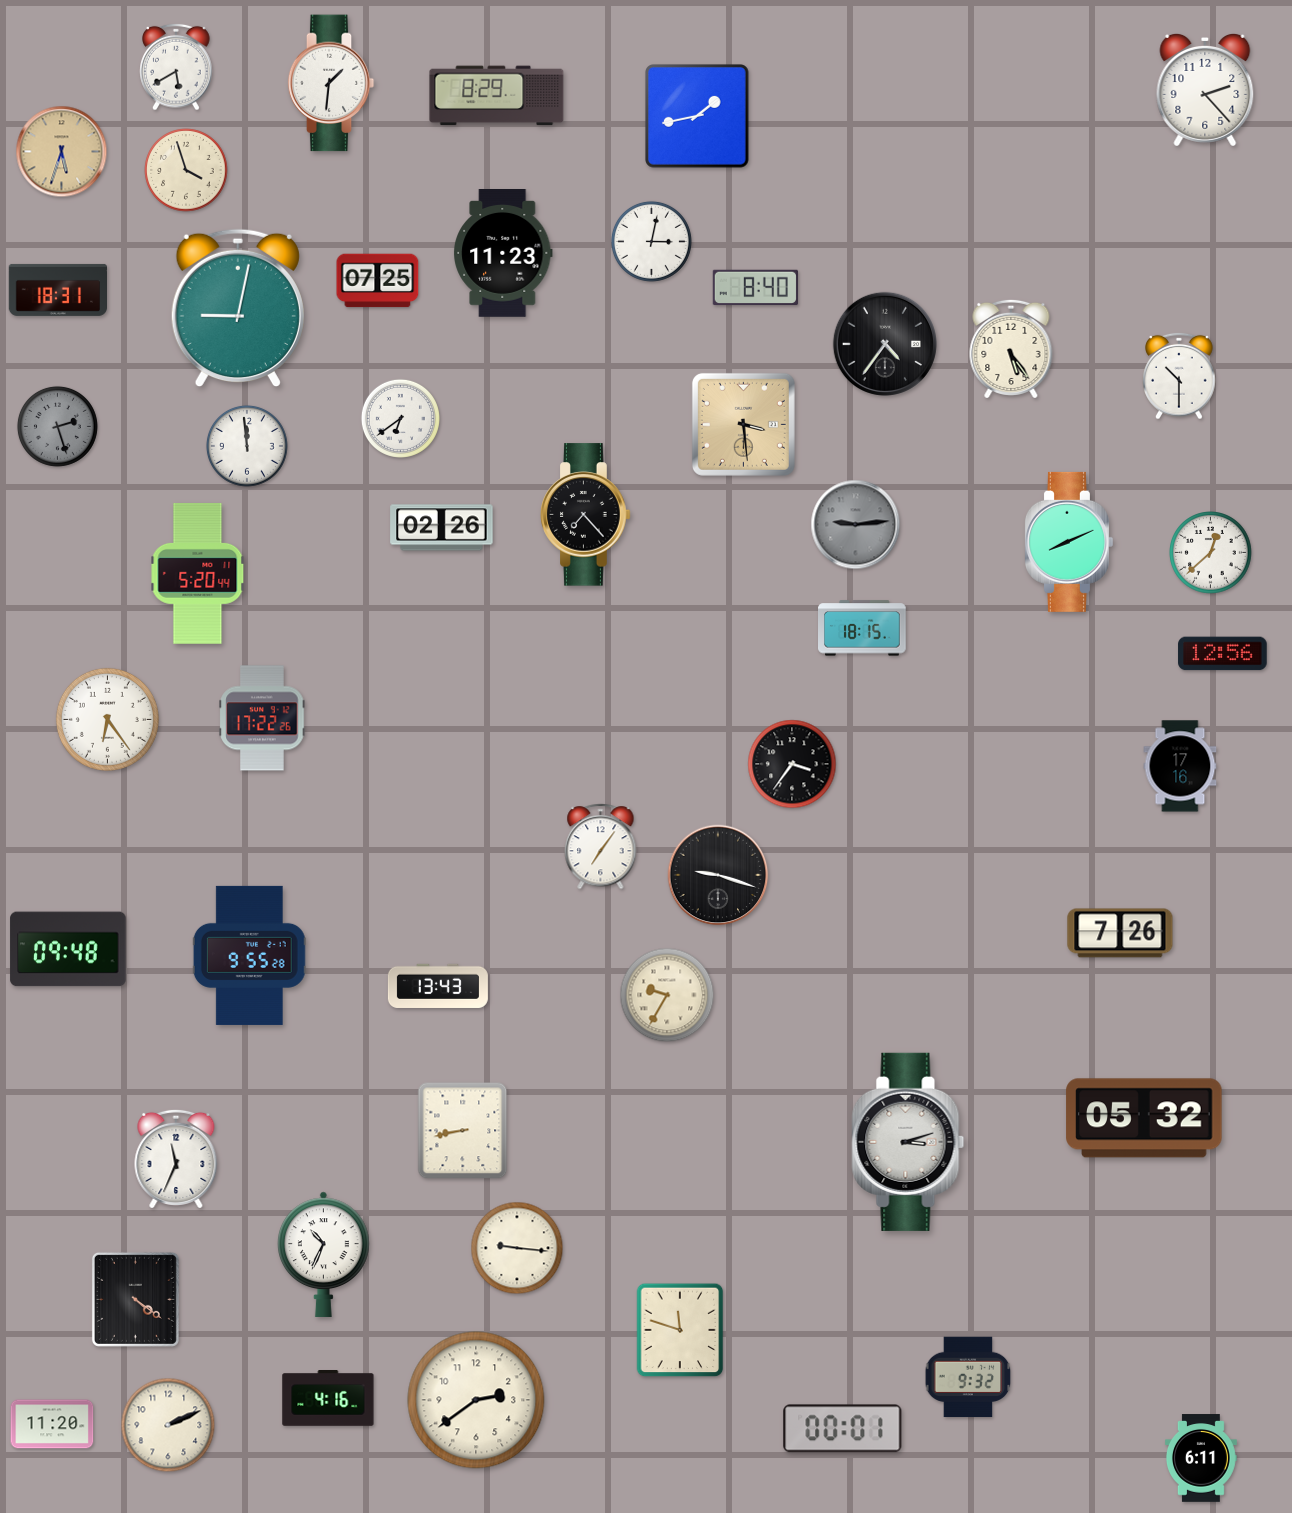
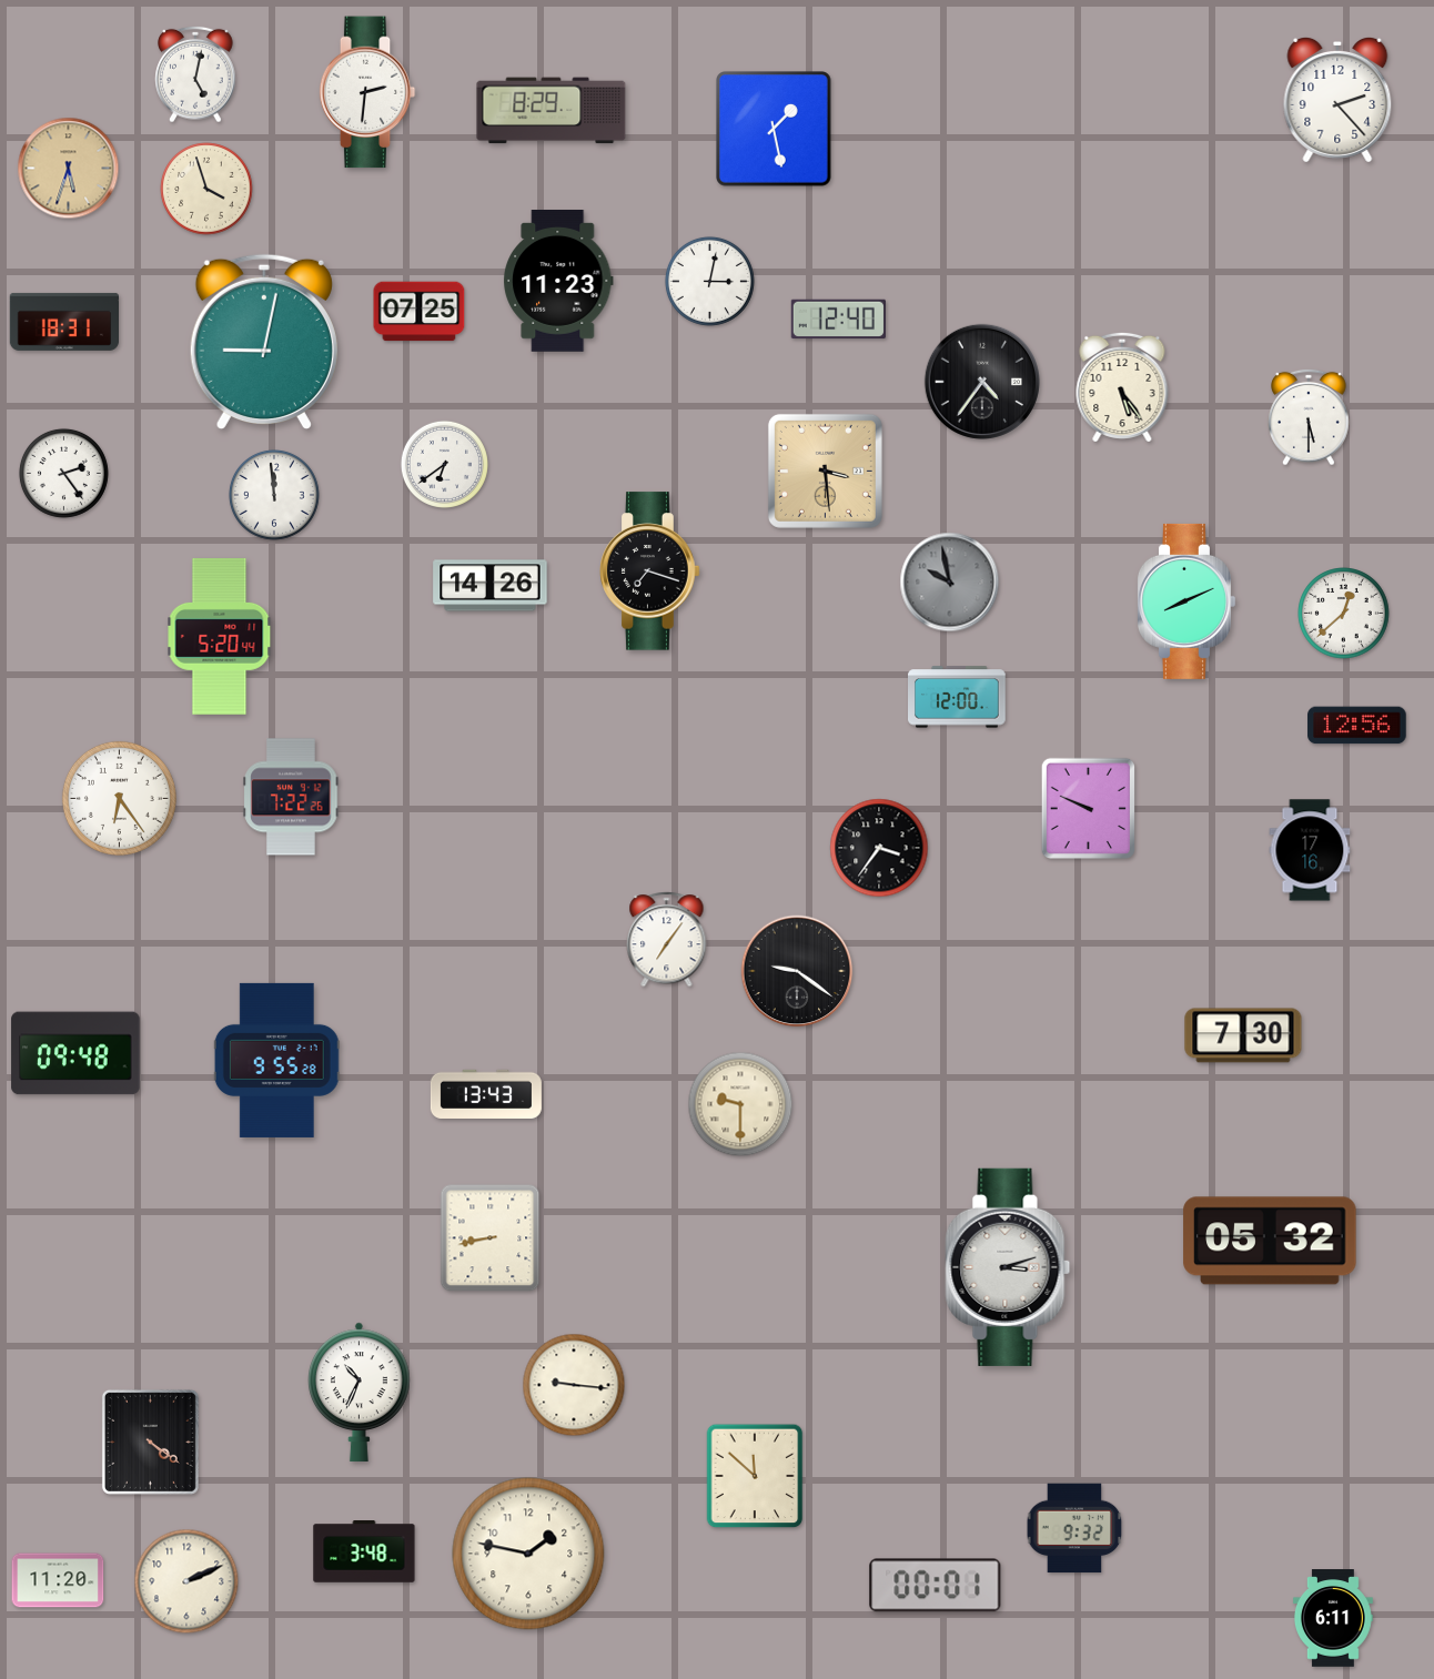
clock at (176, 67): 5:40 -> 5:02
clock at (331, 83): 1:31 -> 2:31
clock at (497, 96) position: (497, 96) -> (552, 111)
clock at (698, 117): 1:43 -> 1:28
clock at (651, 241) position: (651, 241) -> (709, 281)
clock at (755, 288): 8:40 -> 12:40
clock at (1179, 376): 10:30 -> 5:30
clock at (57, 426): 2:27 -> 2:24
clock at (57, 426) dial: grey -> white
clock at (586, 515): 7:23 -> 7:18
clock at (856, 525): 9:14 -> 9:58
clock at (442, 528): 02:26 -> 14:26
clock at (863, 628): 18:15 -> 12:00
clock at (262, 718): 17:22 -> 7:22
clock at (1088, 808): none -> 9:49
clock at (718, 875): 9:18 -> 9:21
clock at (1120, 933): 7:26 -> 7:30
clock at (667, 995): 9:35 -> 9:30
clock at (463, 1131) position: (463, 1131) -> (491, 1238)
clock at (176, 1159): 11:34 -> none
clock at (680, 1330): 11:48 -> 11:52
clock at (328, 1399): 4:16 -> 3:48
clock at (476, 1400): 2:39 -> 1:47
